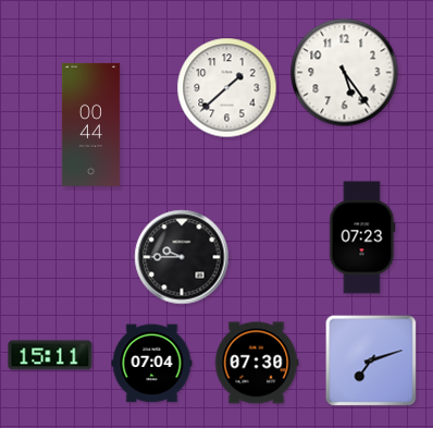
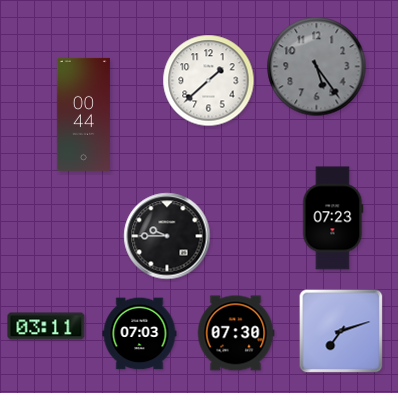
clock at (345, 73) dial: white -> grey
clock at (50, 355): 15:11 -> 03:11
clock at (152, 364): 07:04 -> 07:03
